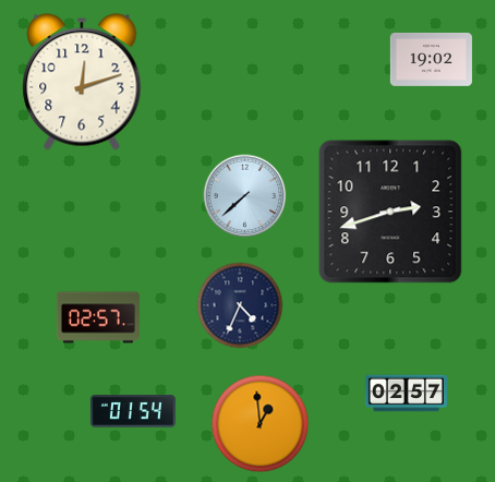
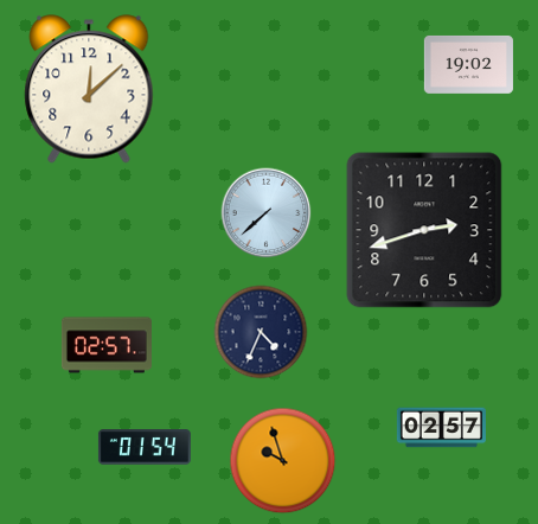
clock at (82, 82): 12:12 -> 12:08
clock at (261, 424): 12:59 -> 9:57
